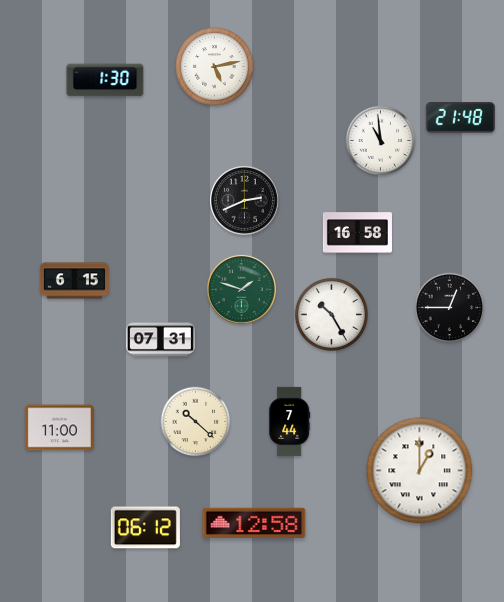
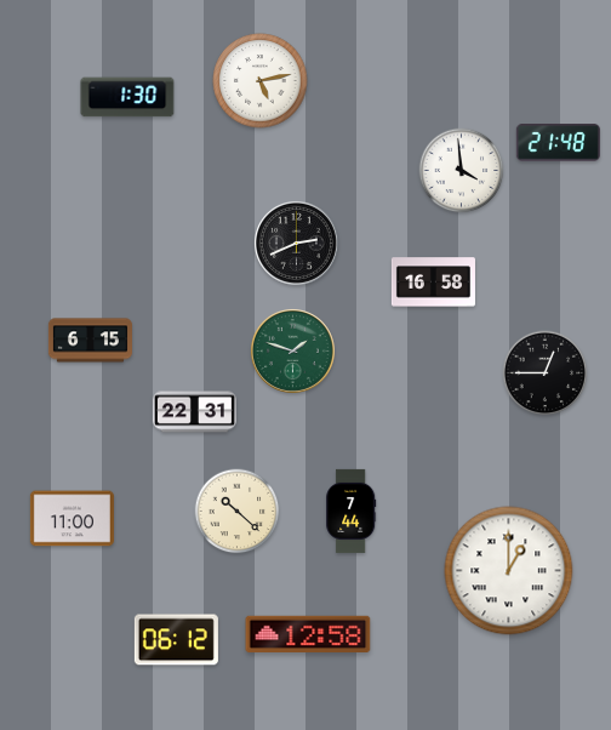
clock at (381, 141): 10:59 -> 3:59
clock at (331, 314): 10:25 -> none
clock at (160, 340): 07:31 -> 22:31
